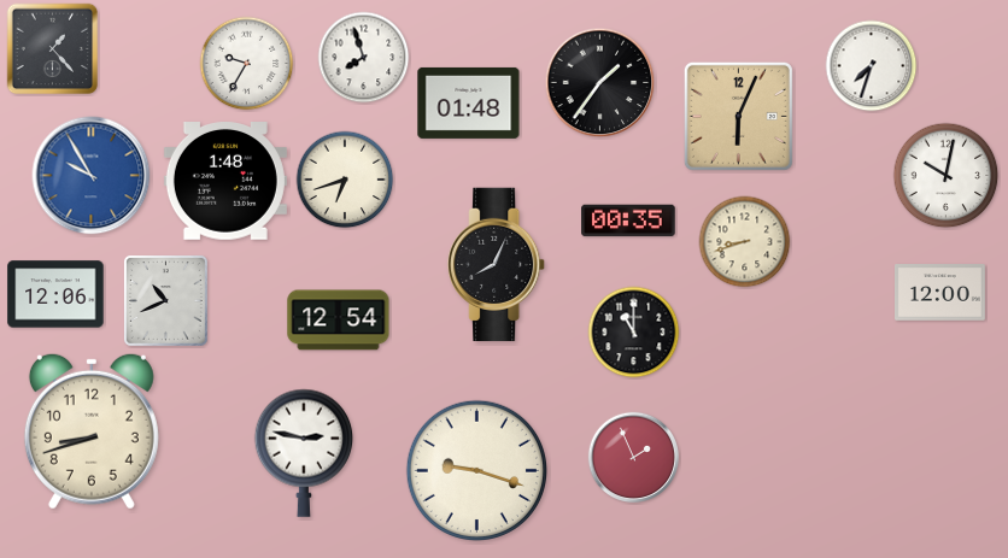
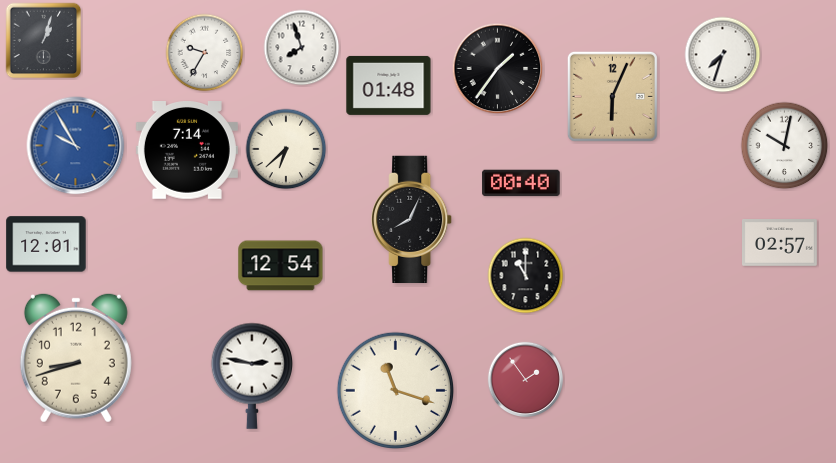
clock at (53, 49): 1:23 -> 1:03
clock at (345, 180): 6:42 -> 6:38
clock at (225, 182): 1:48 -> 7:14
clock at (628, 221): 00:35 -> 00:40
clock at (745, 242): 8:42 -> none
clock at (940, 293): 12:00 -> 02:57
clock at (55, 294): 12:06 -> 12:01
clock at (165, 300): 10:41 -> none
clock at (633, 457): 1:56 -> 1:54
clock at (476, 470): 9:18 -> 11:18
